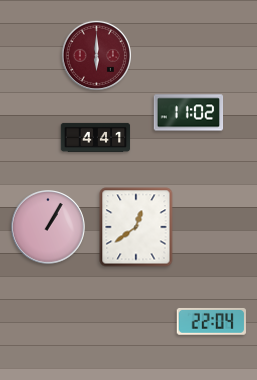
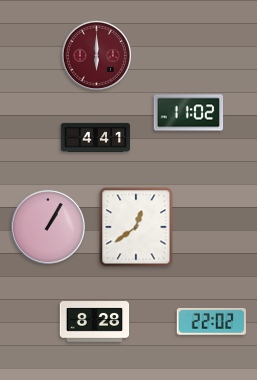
clock at (211, 321): 22:04 -> 22:02
clock at (95, 322): none -> 8:28
